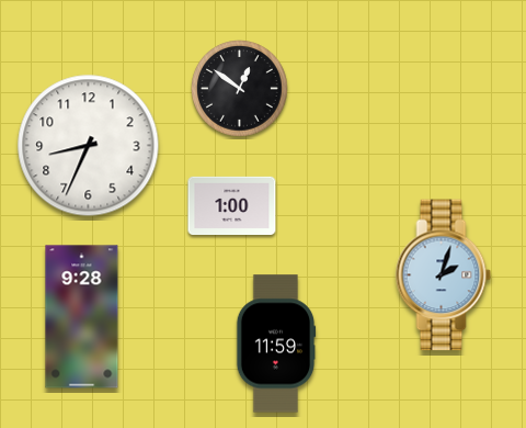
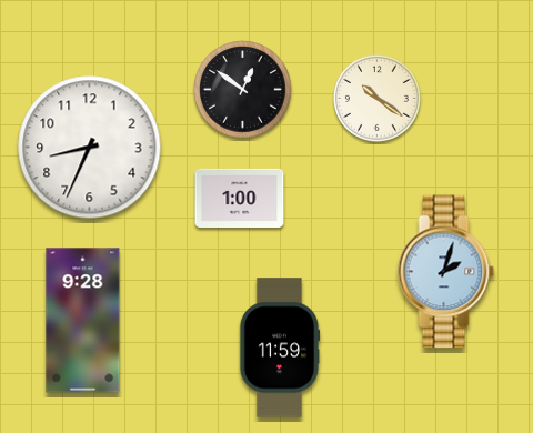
clock at (376, 98): none -> 10:21
clock at (232, 205) position: (232, 205) -> (240, 198)
clock at (444, 275) position: (444, 275) -> (446, 272)
